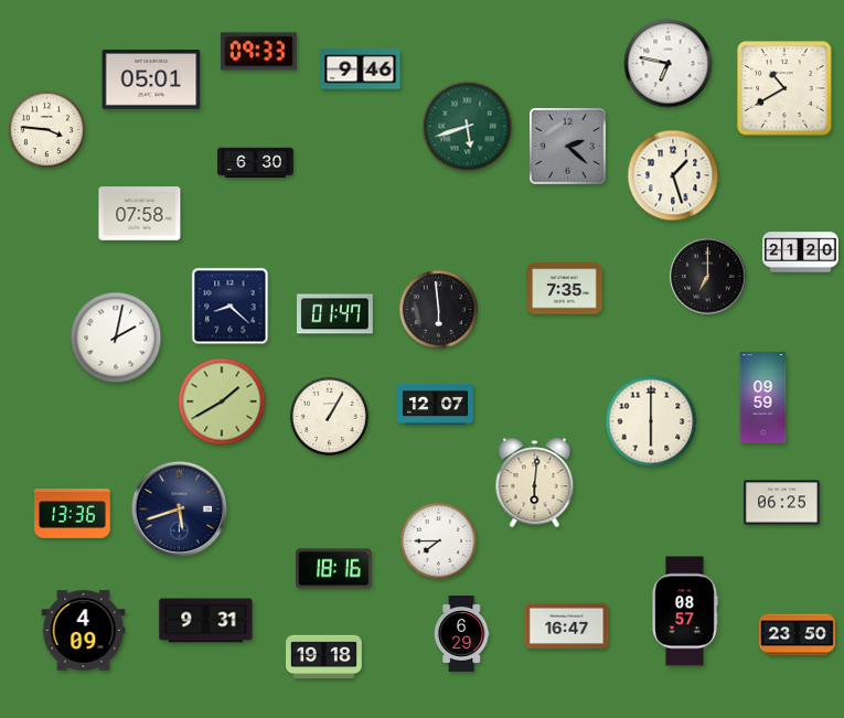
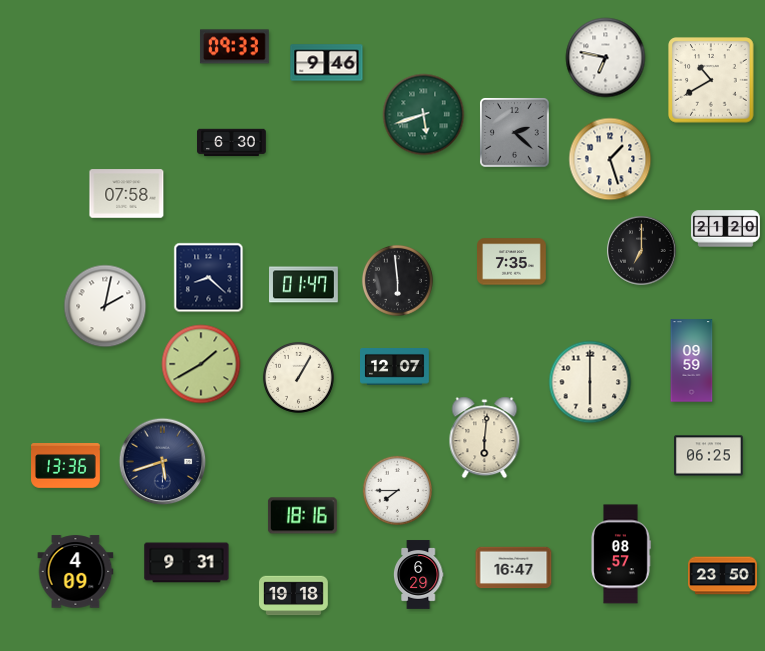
clock at (151, 79): 05:01 -> none
clock at (46, 129): 3:46 -> none
clock at (256, 163) position: (256, 163) -> (232, 143)
